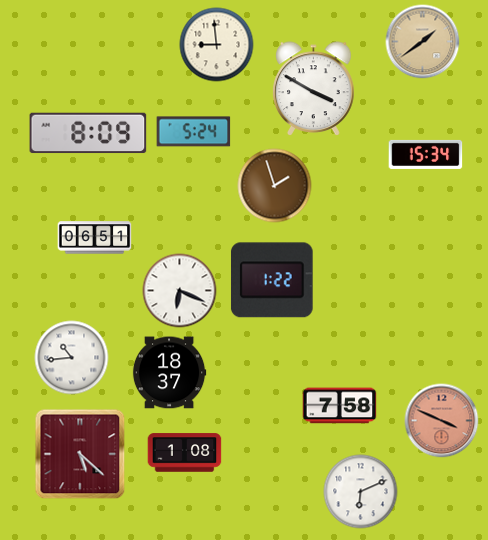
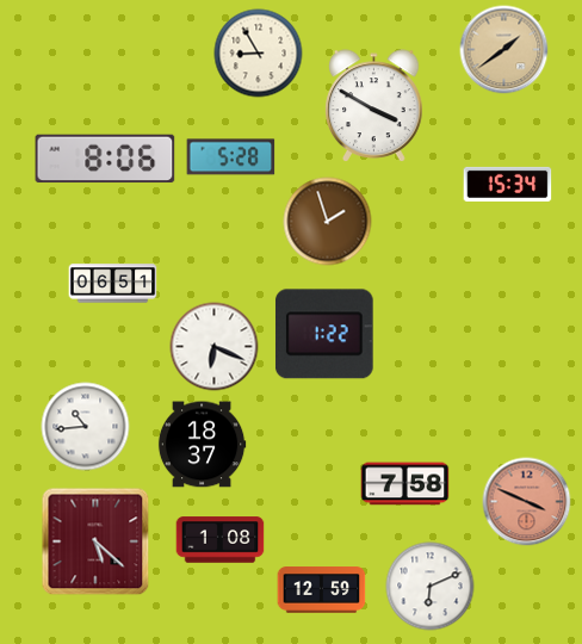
clock at (217, 45): 8:59 -> 8:55
clock at (194, 132): 5:24 -> 5:28
clock at (88, 133): 8:09 -> 8:06
clock at (322, 590): none -> 12:59
